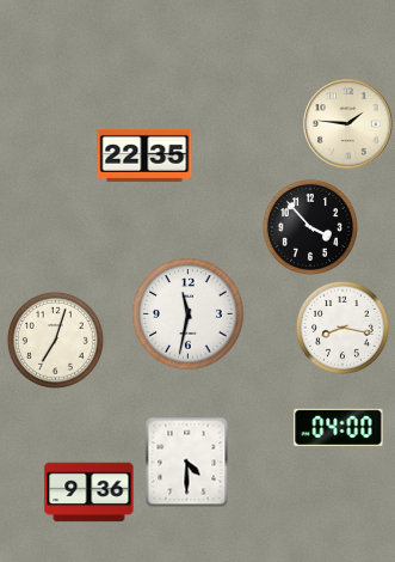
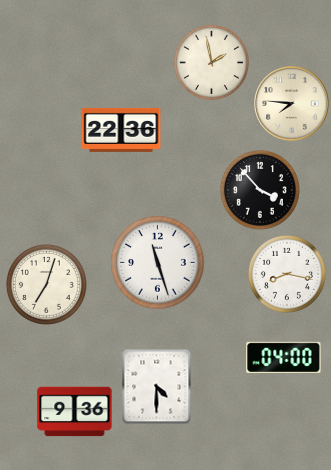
clock at (211, 62): none -> 1:58
clock at (348, 124): 1:46 -> 7:46
clock at (144, 155): 22:35 -> 22:36
clock at (189, 314): 11:32 -> 11:27
